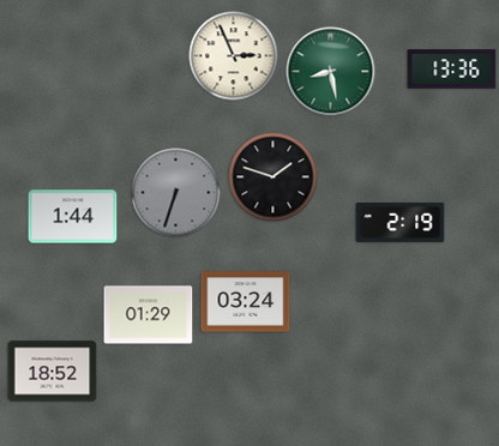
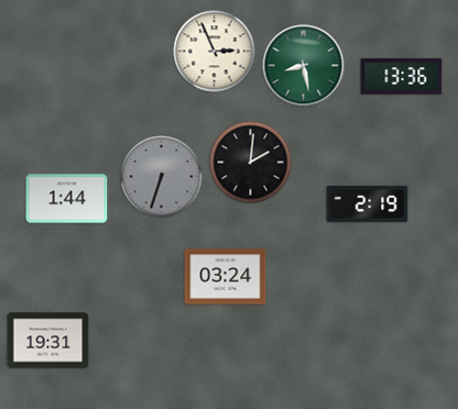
clock at (452, 70) position: (452, 70) -> (402, 77)
clock at (273, 177): 1:48 -> 2:01
clock at (149, 315): 01:29 -> none
clock at (53, 372): 18:52 -> 19:31
